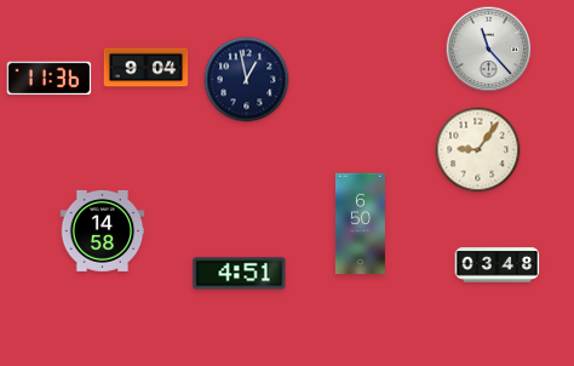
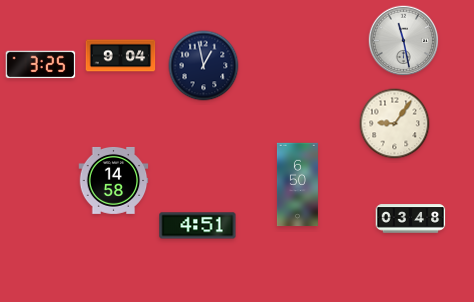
clock at (489, 50): 11:23 -> 11:28
clock at (50, 79): 11:36 -> 3:25
clock at (103, 230) position: (103, 230) -> (114, 180)
